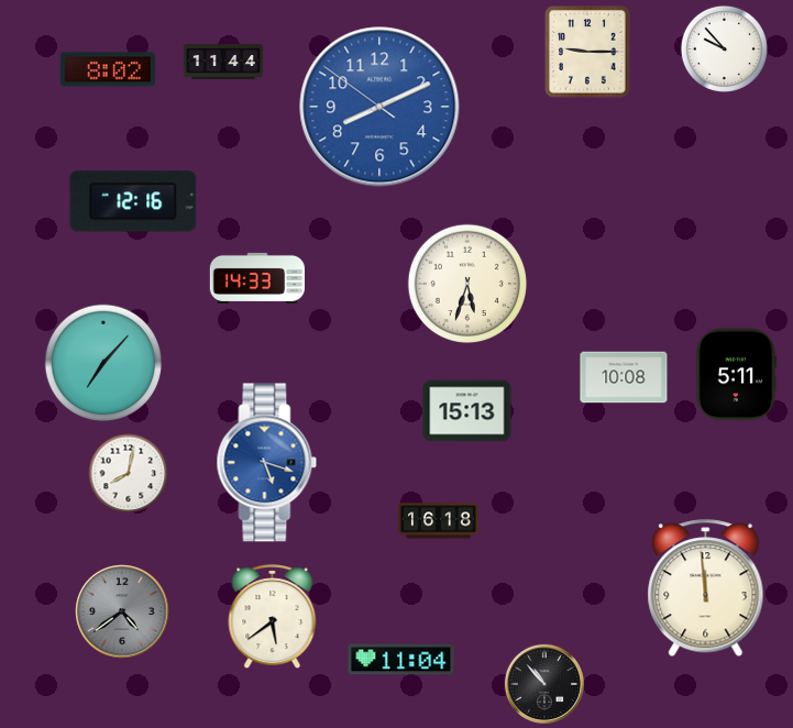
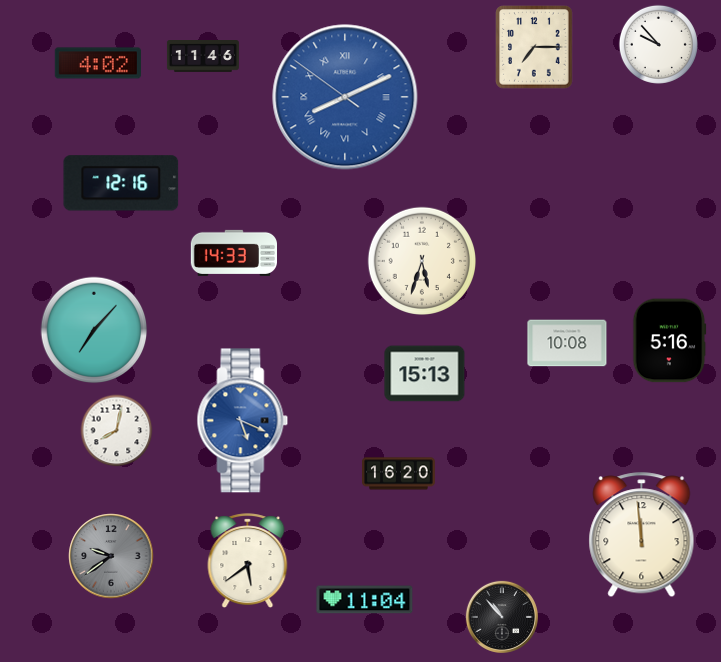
clock at (588, 52): 9:15 -> 7:15
clock at (223, 63): 11:44 -> 11:46
clock at (107, 69): 8:02 -> 4:02
clock at (379, 107) numerals: Arabic -> Roman
clock at (466, 283) position: (466, 283) -> (421, 260)
clock at (737, 375): 5:11 -> 5:16
clock at (267, 463): 5:18 -> 5:19
clock at (439, 521): 16:18 -> 16:20
clock at (122, 611): 4:39 -> 9:39
clock at (544, 684) position: (544, 684) -> (502, 617)
